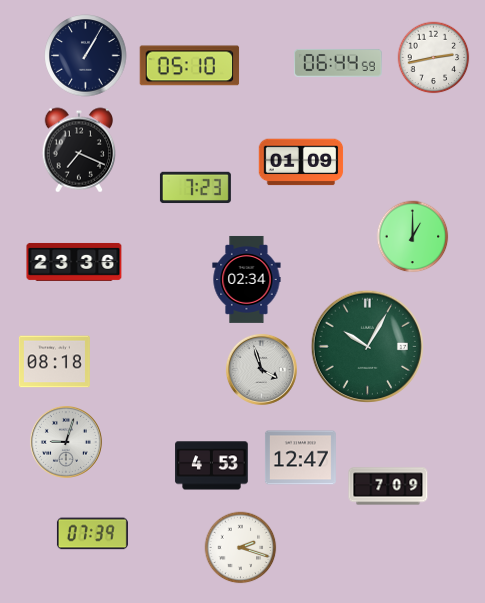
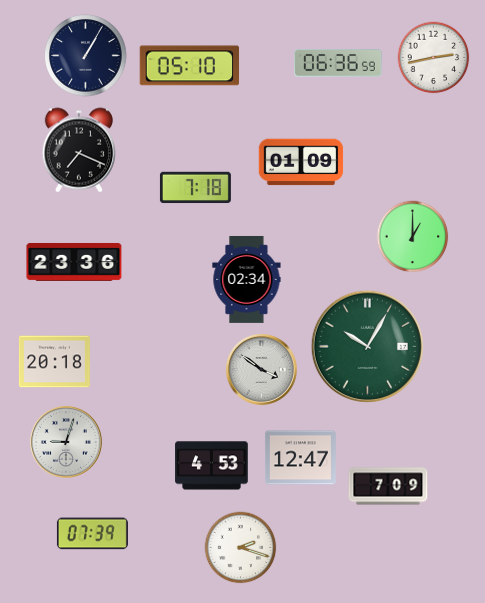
clock at (339, 63): 06:44 -> 06:36
clock at (195, 188): 7:23 -> 7:18
clock at (54, 362): 08:18 -> 20:18
clock at (261, 369): 3:57 -> 3:51
